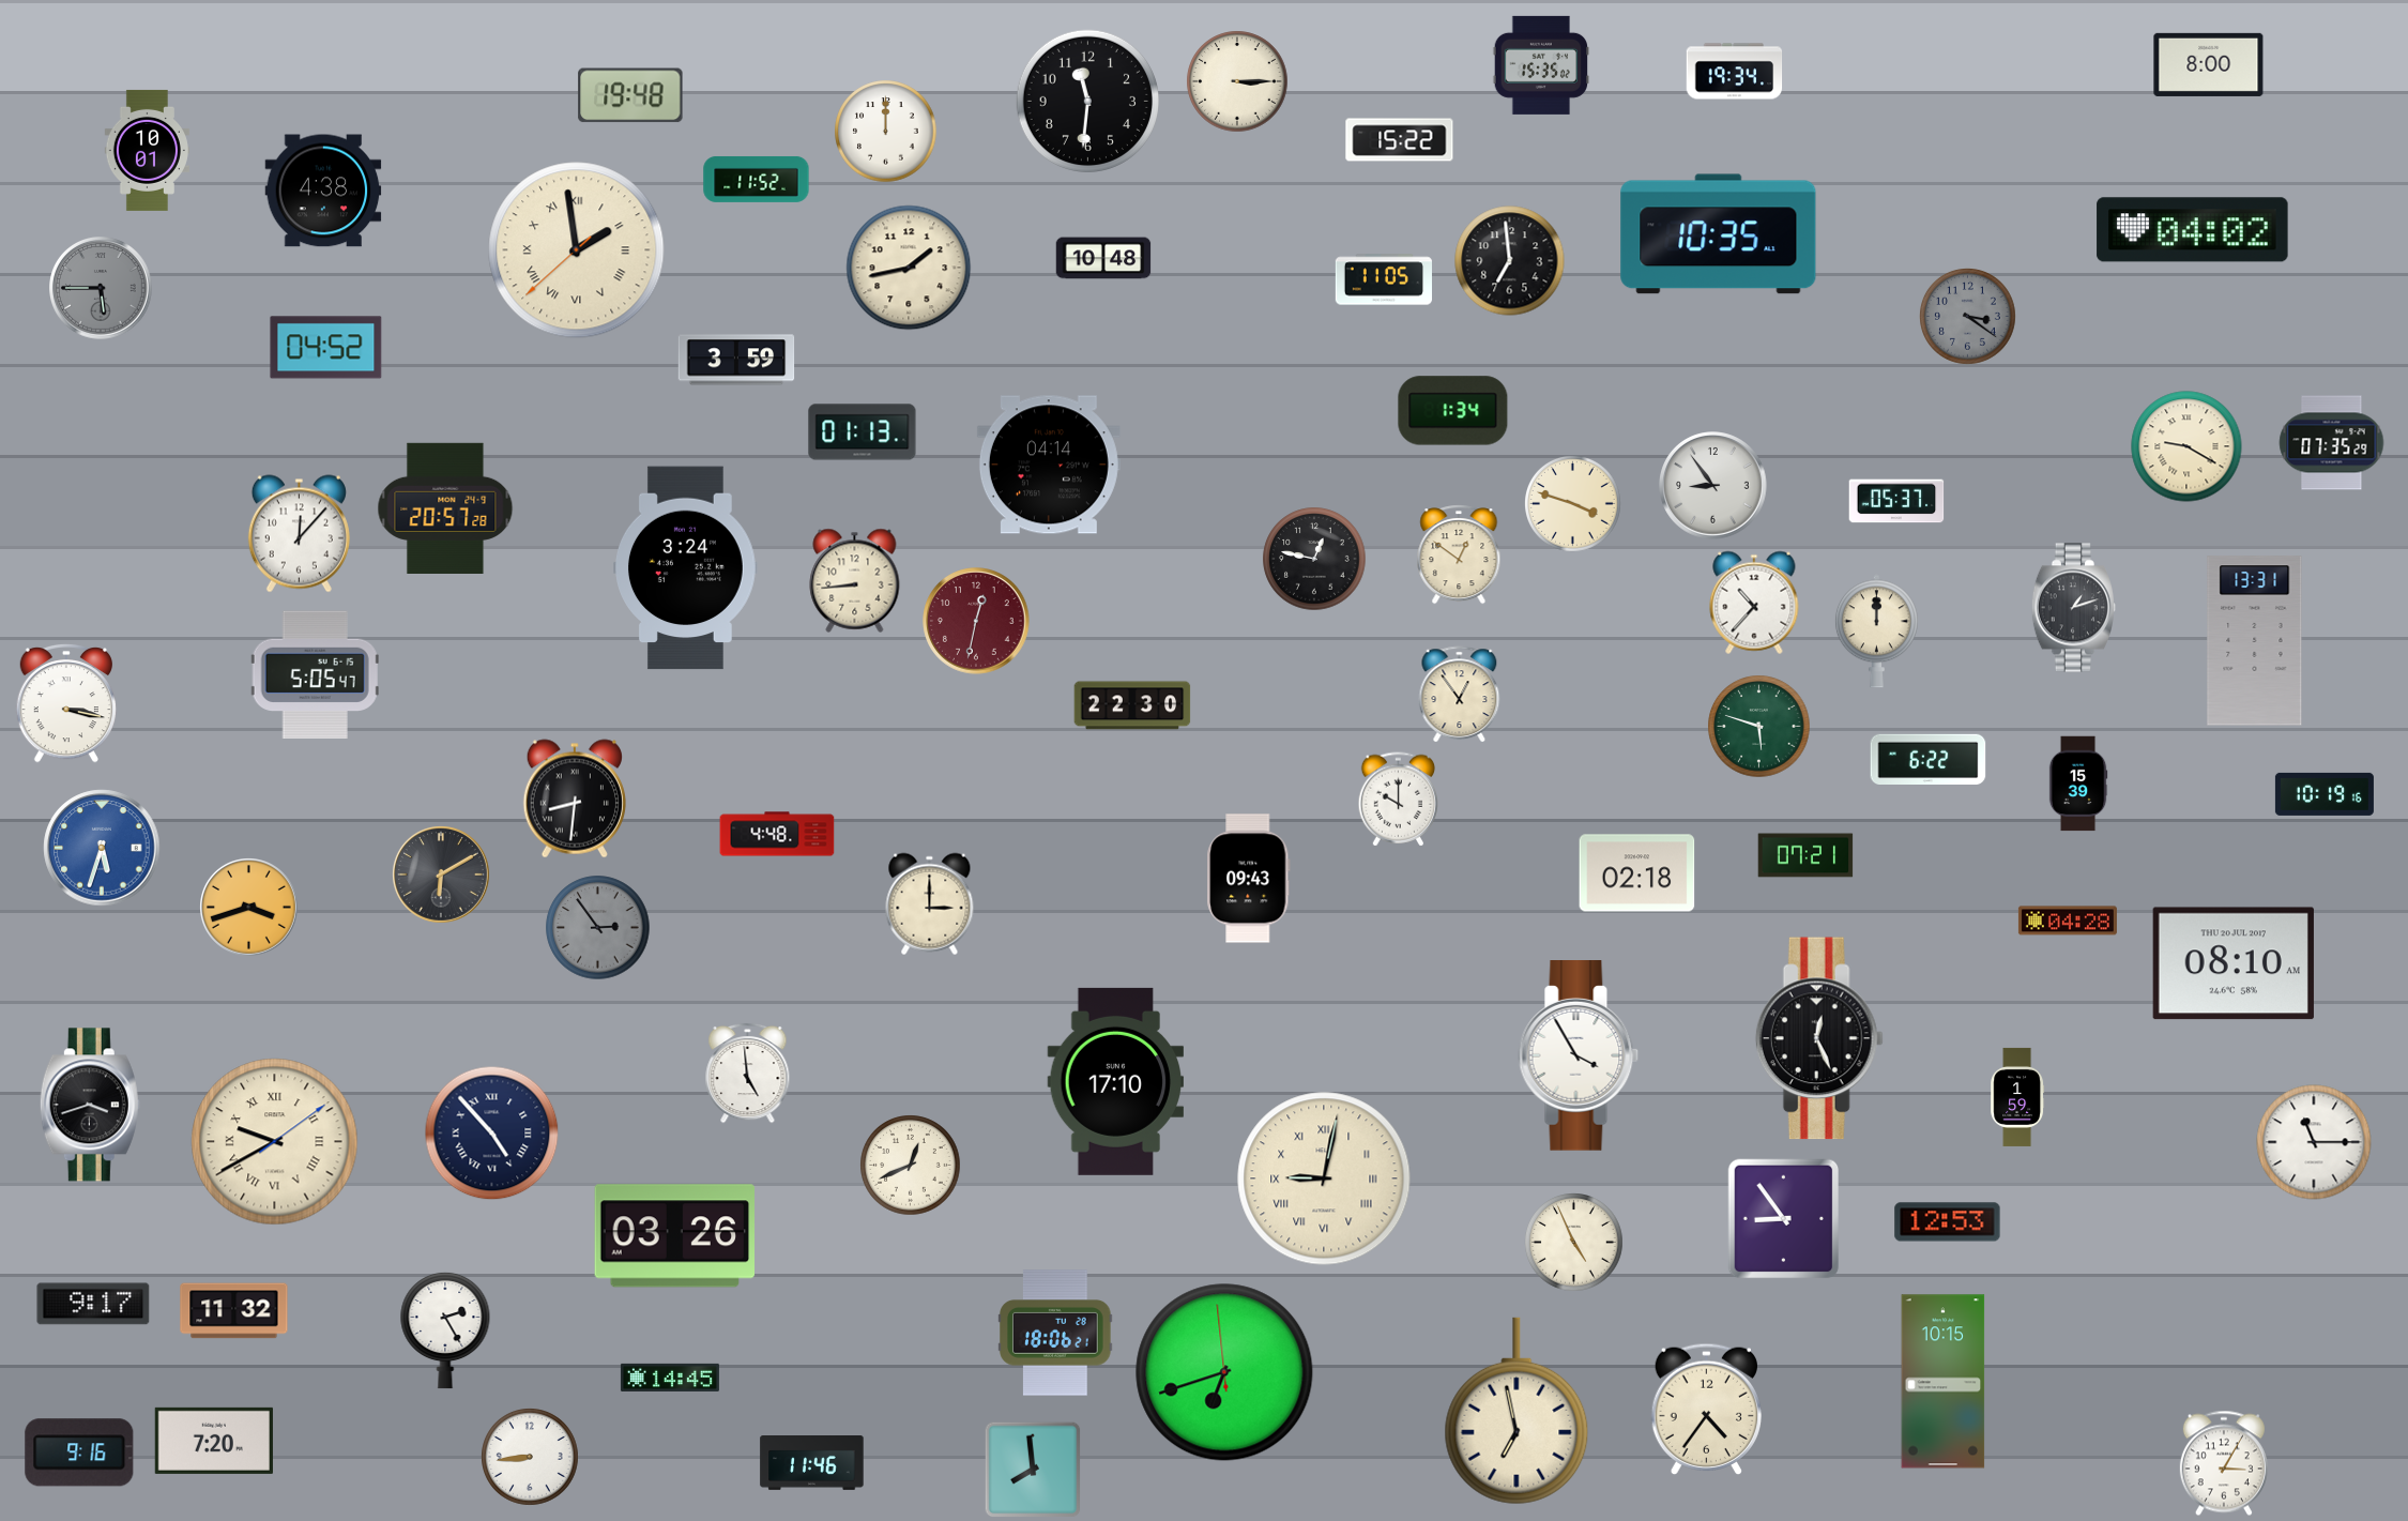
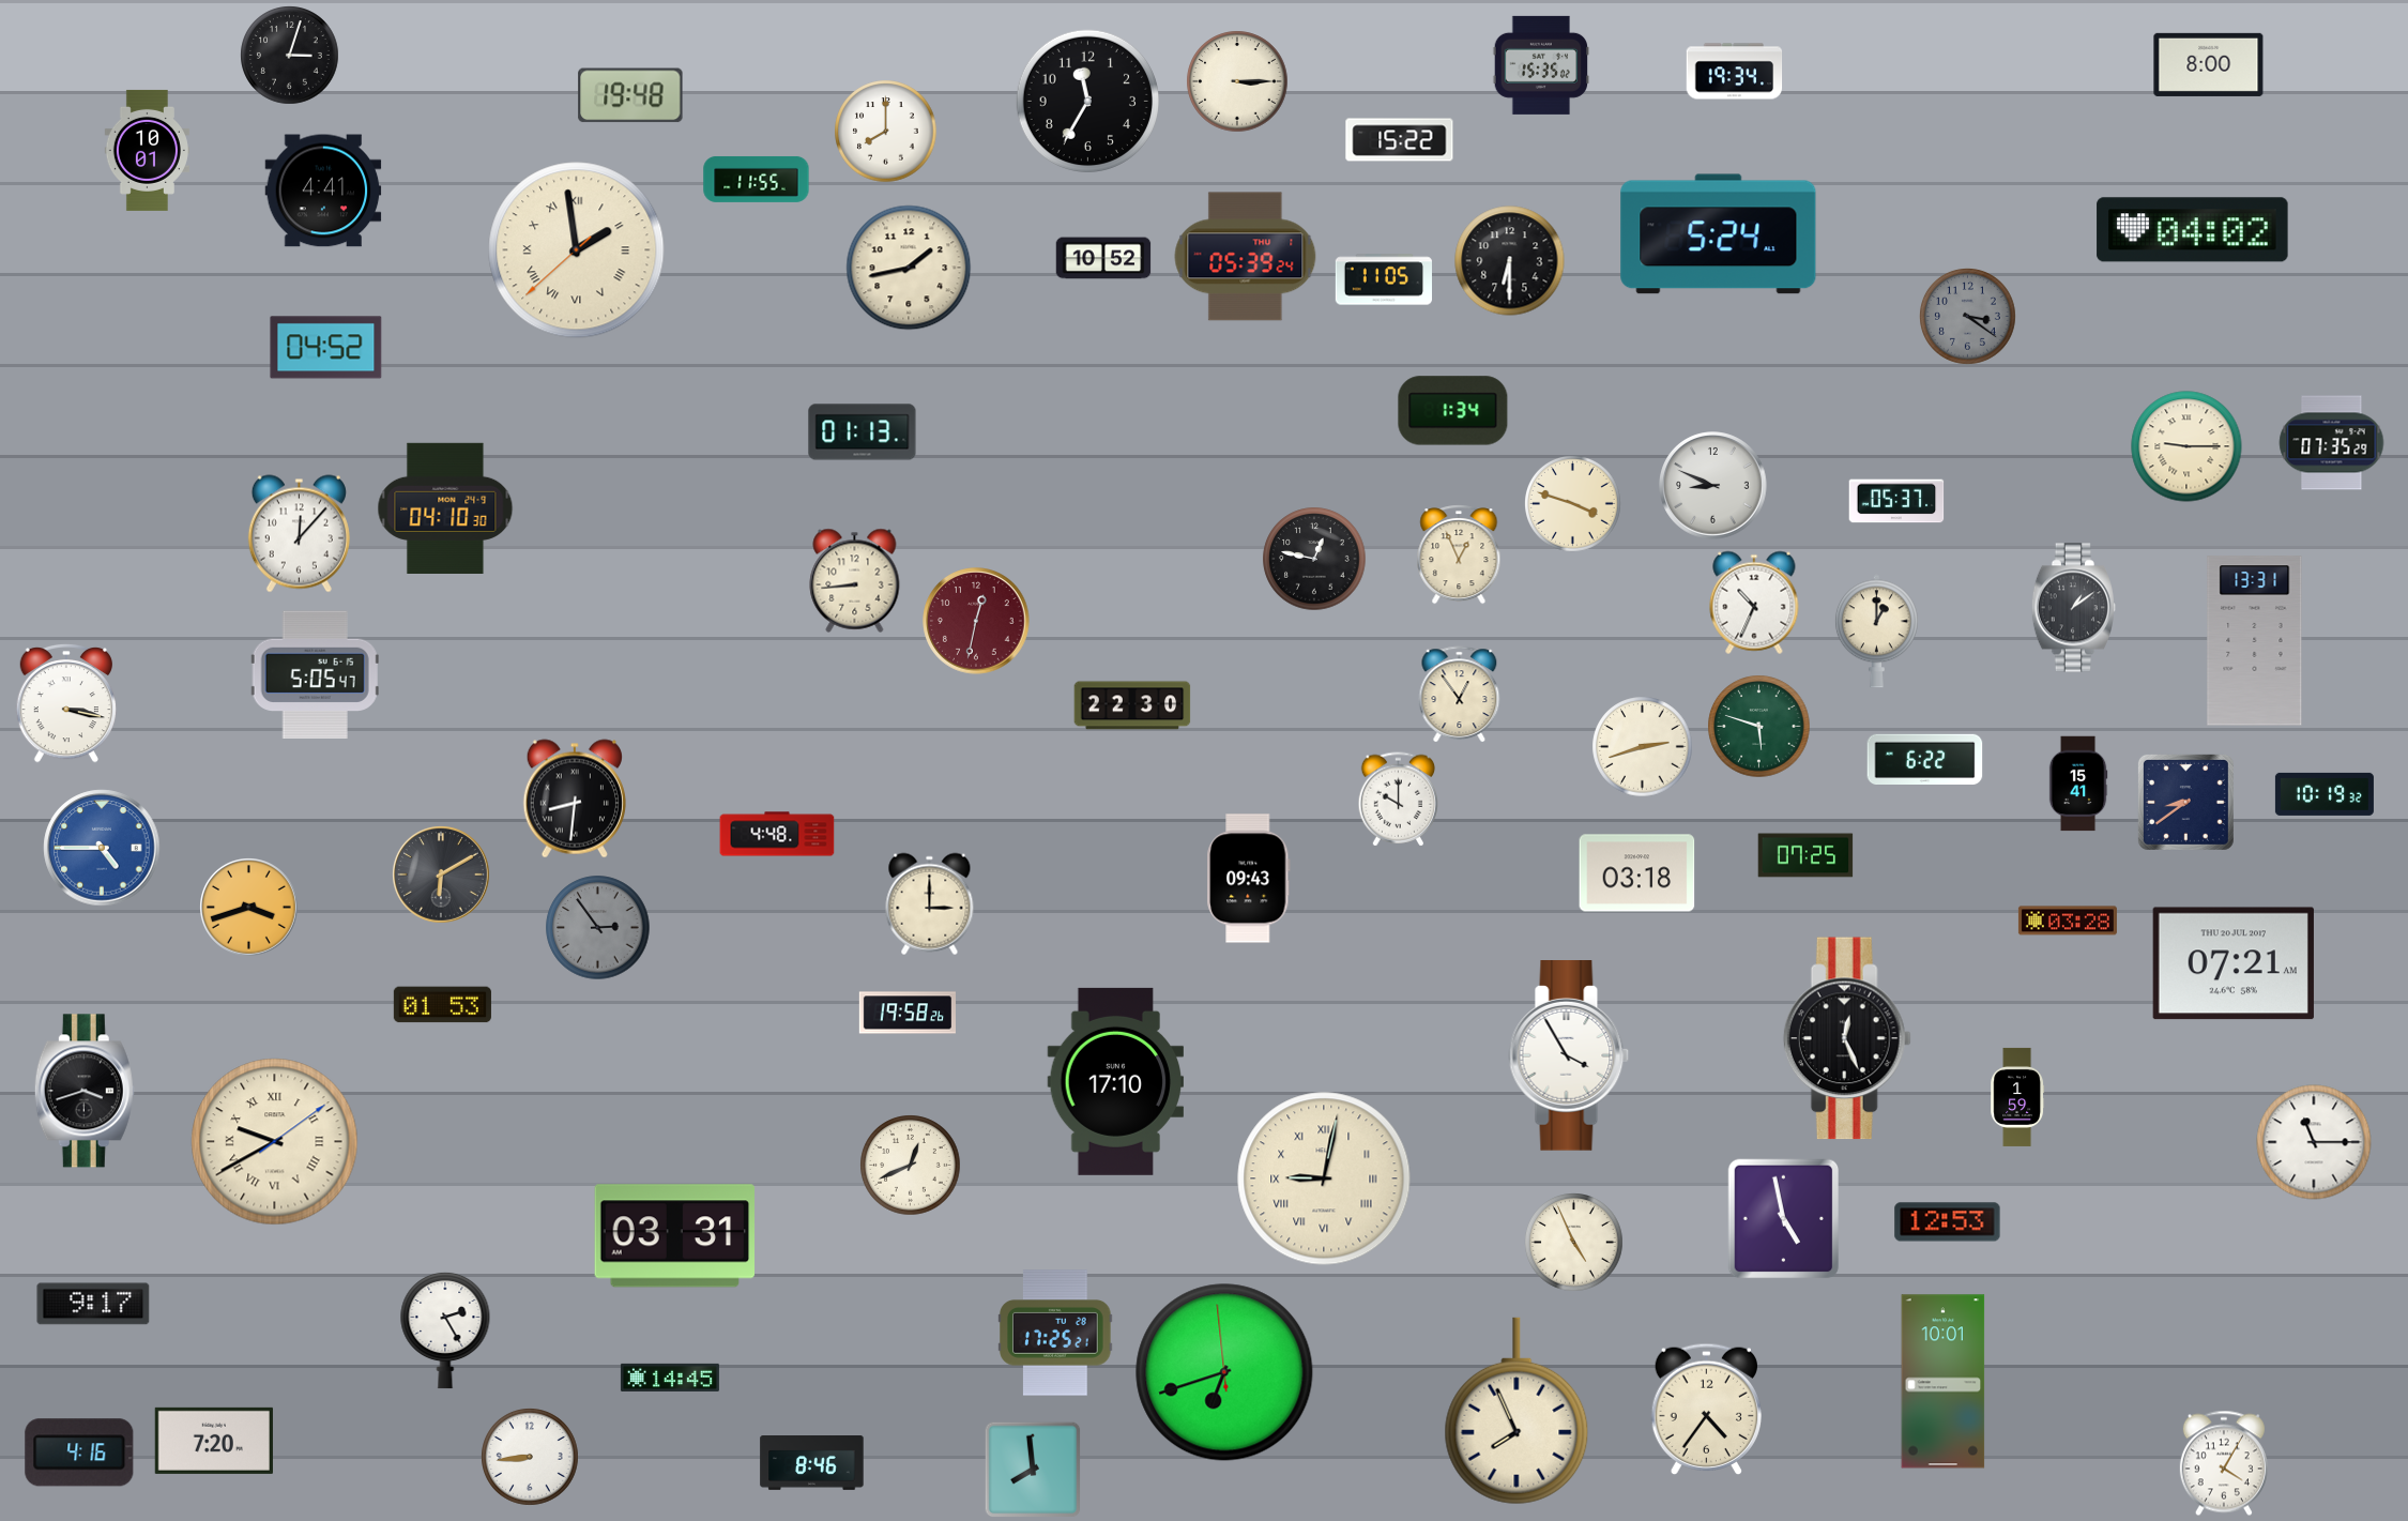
clock at (290, 56): none -> 3:03
clock at (1087, 101): 11:31 -> 11:35
clock at (886, 132): 12:00 -> 8:00
clock at (757, 179): 11:52 -> 11:55
clock at (323, 191): 4:38 -> 4:41
clock at (1719, 234): 10:35 -> 5:24
clock at (1246, 257): none -> 05:39
clock at (1103, 258): 10:48 -> 10:52
clock at (1510, 261): 6:59 -> 6:30
clock at (102, 289): 5:45 -> none
clock at (736, 360): 3:59 -> none
clock at (2186, 446): 9:20 -> 9:15
clock at (1049, 465): 04:14 -> none
clock at (1713, 486): 8:54 -> 8:49
clock at (445, 507): 20:57 -> 04:10
clock at (1459, 554): 12:51 -> 12:56
clock at (686, 568): 3:24 -> none
clock at (1754, 603): 10:37 -> 10:34
clock at (2073, 608): 1:12 -> 1:09
clock at (1876, 632): 12:00 -> 1:00
clock at (1643, 747): none -> 2:42
clock at (1929, 759) position: (1929, 759) -> (1925, 759)
clock at (2078, 784): 15:39 -> 15:41
clock at (2325, 794): 10:19:16 -> 10:19:32
clock at (2185, 802): none -> 8:39
clock at (102, 848): 5:33 -> 4:45
clock at (1805, 855): 07:21 -> 07:25
clock at (1637, 873): 02:18 -> 03:18
clock at (2068, 921): 04:28 -> 03:28
clock at (2234, 963): 08:10 -> 07:21
clock at (442, 1005): none -> 01:53
clock at (906, 1013): none -> 19:58
clock at (1819, 1038) position: (1819, 1038) -> (1847, 1038)
clock at (1579, 1056) position: (1579, 1056) -> (1569, 1056)
clock at (748, 1073): 4:59 -> none
clock at (90, 1105) position: (90, 1105) -> (85, 1091)
clock at (492, 1134): 4:53 -> none
clock at (1784, 1219): 8:54 -> 4:58
clock at (675, 1236): 03:26 -> 03:31
clock at (234, 1311): 11:32 -> none
clock at (1055, 1333): 18:06 -> 17:25
clock at (1944, 1382): 10:15 -> 10:01
clock at (1517, 1411): 6:58 -> 7:56
clock at (79, 1452): 9:16 -> 4:16
clock at (812, 1463): 11:46 -> 8:46
clock at (2224, 1463): 3:05 -> 4:05
